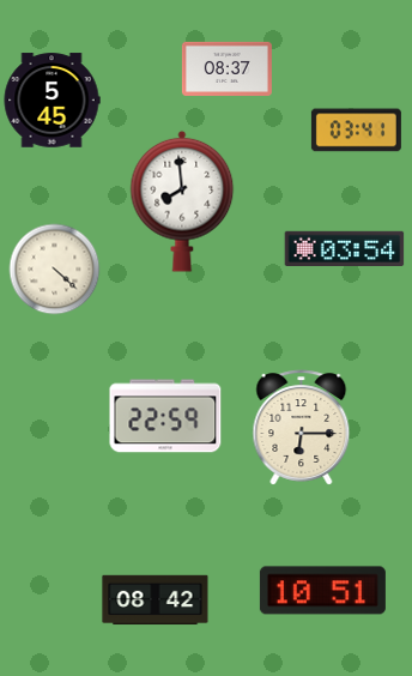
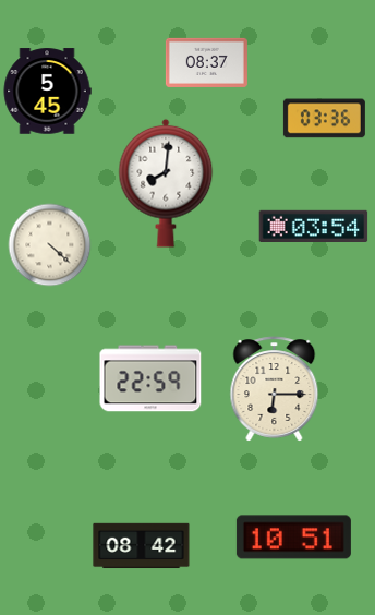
clock at (356, 131): 03:41 -> 03:36
clock at (182, 201): 7:59 -> 8:01
